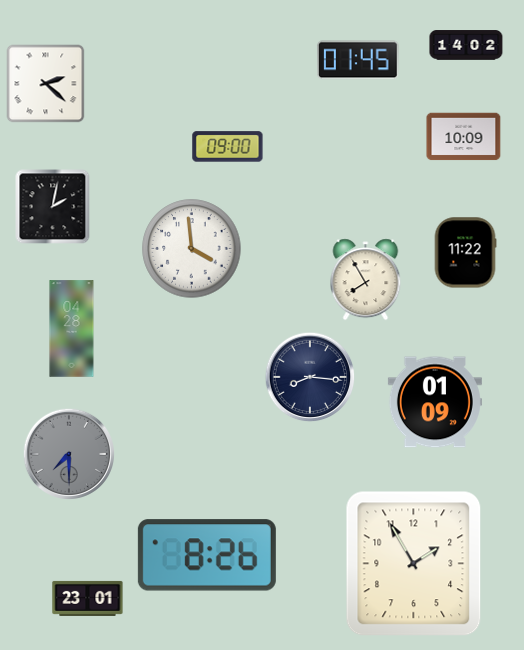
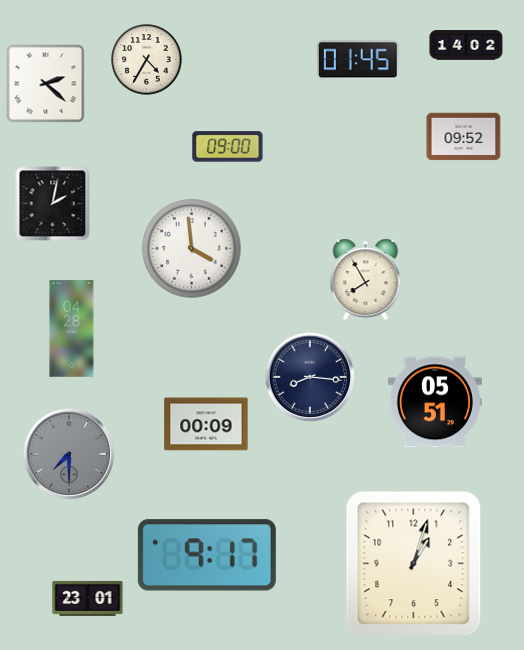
clock at (147, 60): none -> 4:35
clock at (464, 137): 10:09 -> 09:52
clock at (53, 207) position: (53, 207) -> (53, 204)
clock at (465, 253): 11:22 -> none
clock at (435, 402): 01:09 -> 05:51
clock at (206, 424): none -> 00:09
clock at (207, 555): 8:26 -> 9:17
clock at (414, 564): 1:55 -> 1:03
